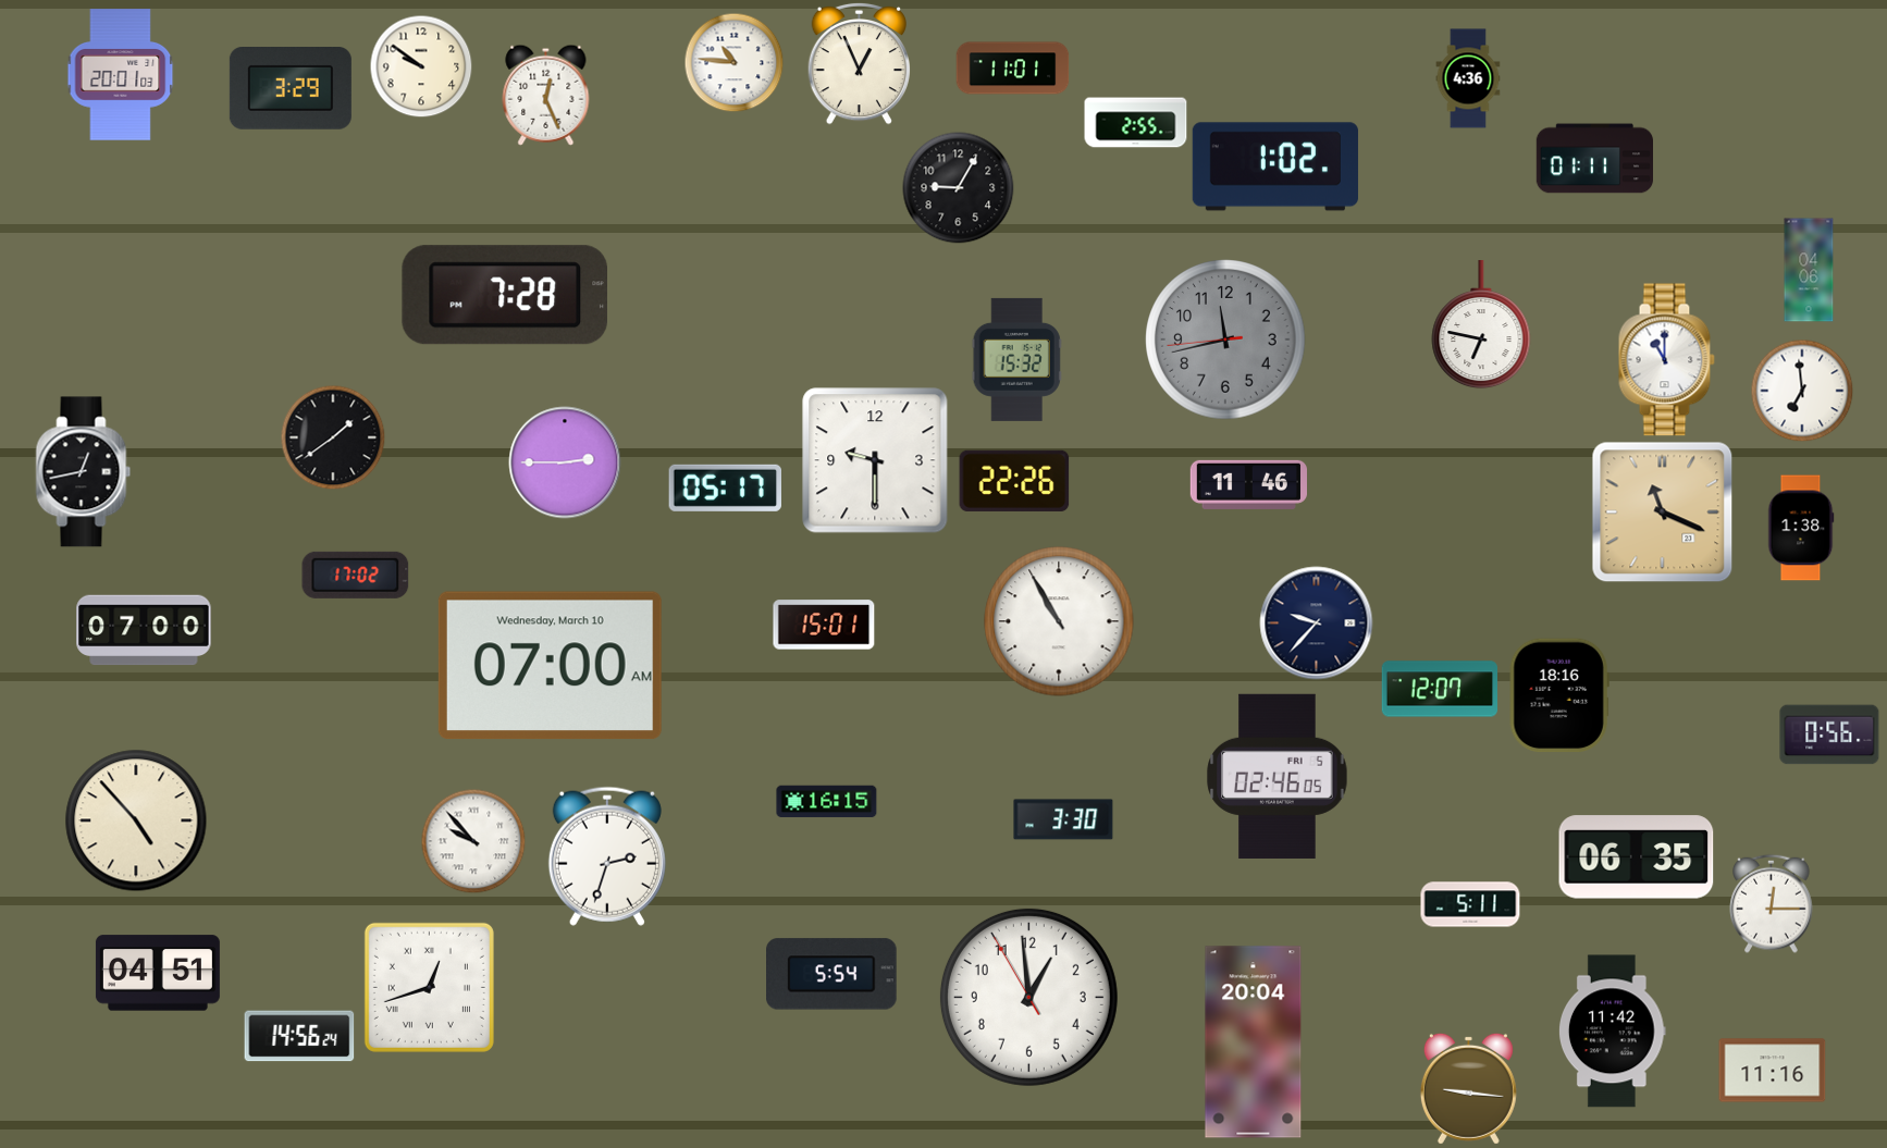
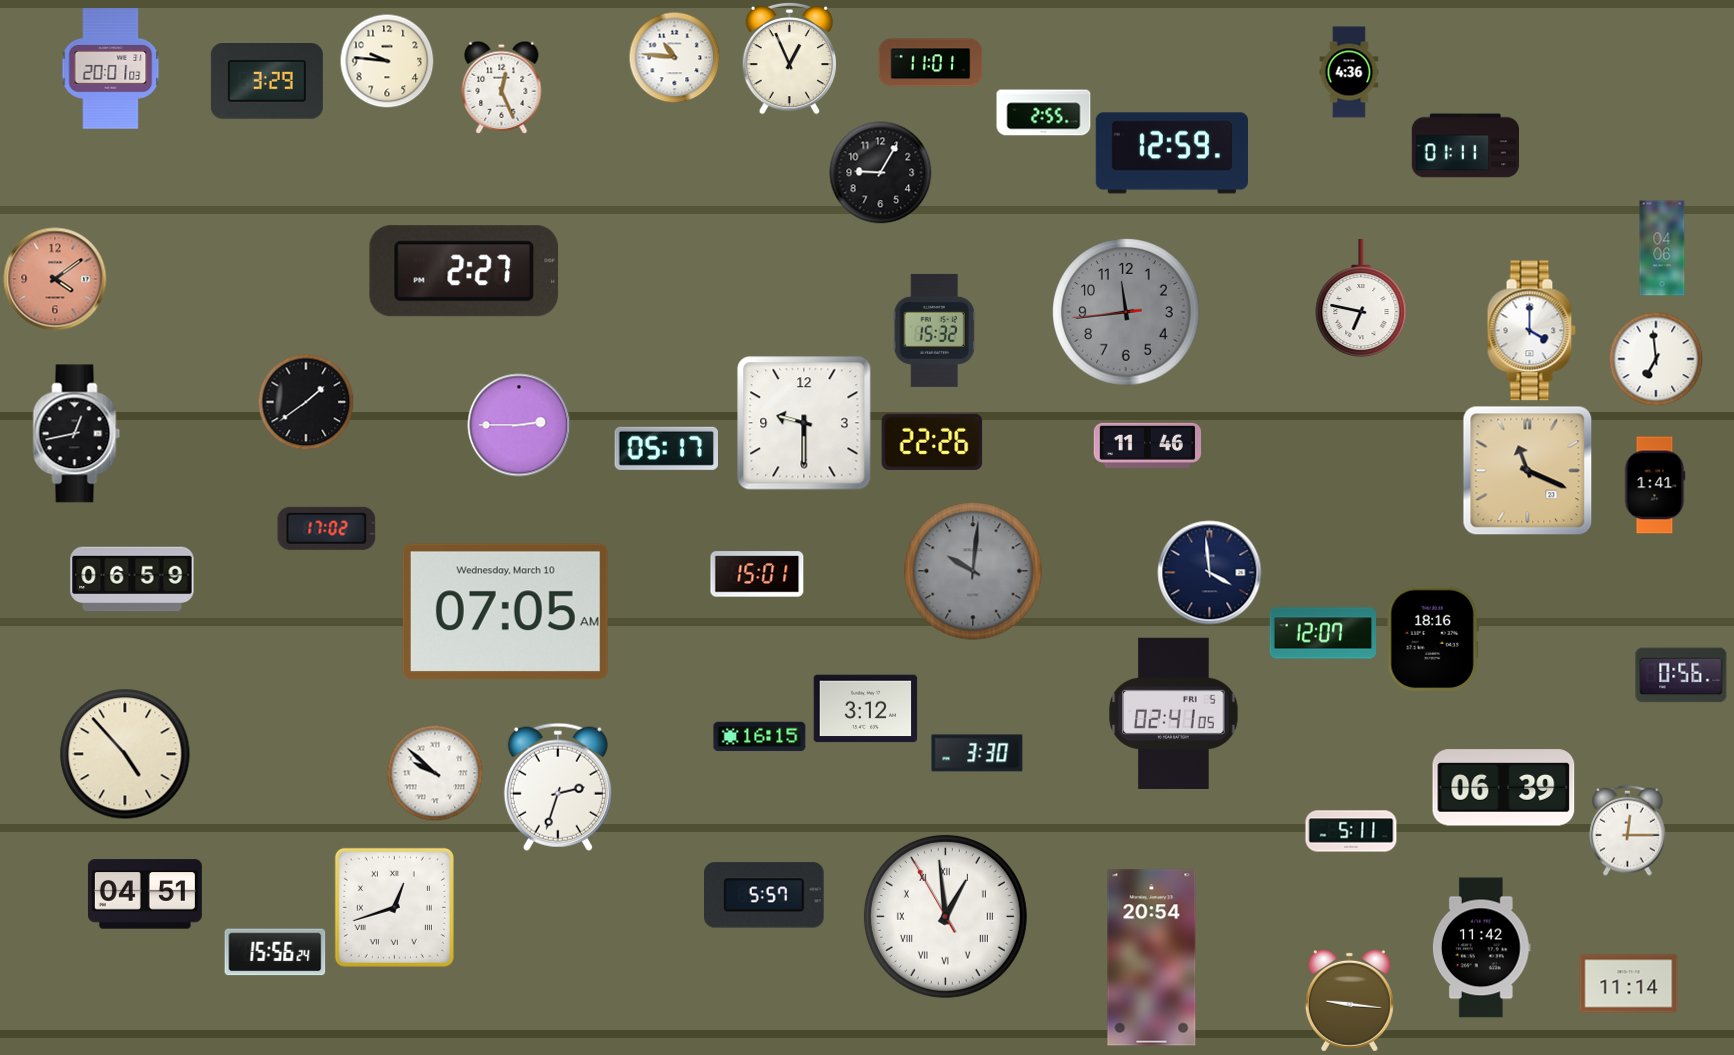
clock at (421, 66): 9:51 -> 9:46
clock at (1275, 166): 1:02 -> 12:59
clock at (504, 295): 7:28 -> 2:27
clock at (55, 279): none -> 4:09
clock at (1225, 340): 11:42 -> 11:43
clock at (1666, 360): 11:00 -> 4:00
clock at (1801, 528): 1:38 -> 1:41
clock at (1059, 621): 10:55 -> 10:01
clock at (1059, 621) dial: white -> grey
clock at (1317, 624): 9:37 -> 3:59
clock at (144, 630): 07:00 -> 06:59
clock at (550, 665): 07:00 -> 07:05
clock at (866, 709): none -> 3:12
clock at (1278, 776): 02:46 -> 02:41
clock at (473, 841): 9:53 -> 9:52
clock at (1637, 857): 06:35 -> 06:39
clock at (832, 974): 5:54 -> 5:57
clock at (1028, 997) numerals: Arabic -> Roman
clock at (299, 1036): 14:56 -> 15:56
clock at (1254, 1042): 20:04 -> 20:54
clock at (1773, 1071): 11:16 -> 11:14
